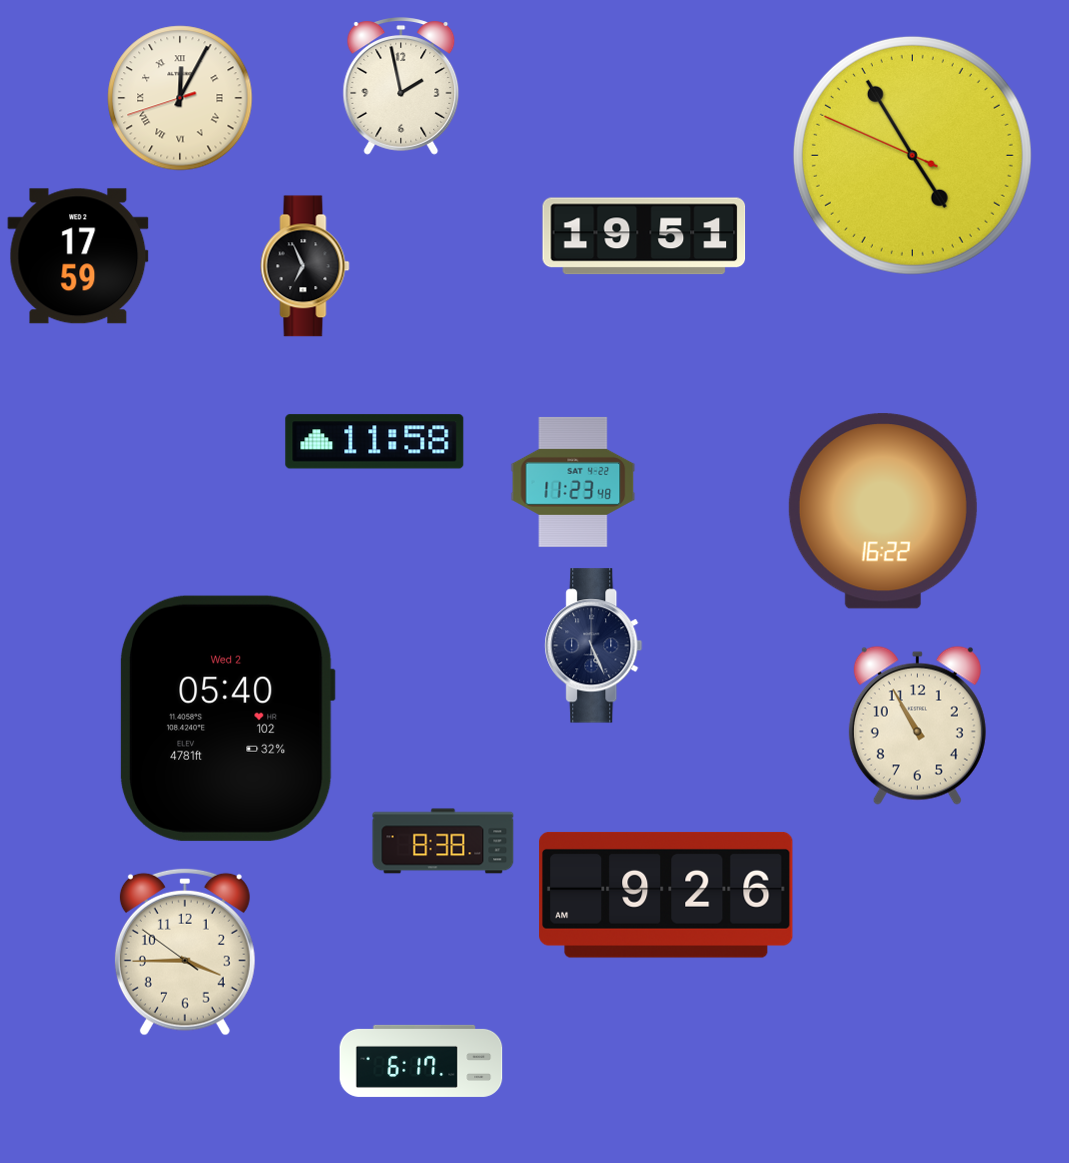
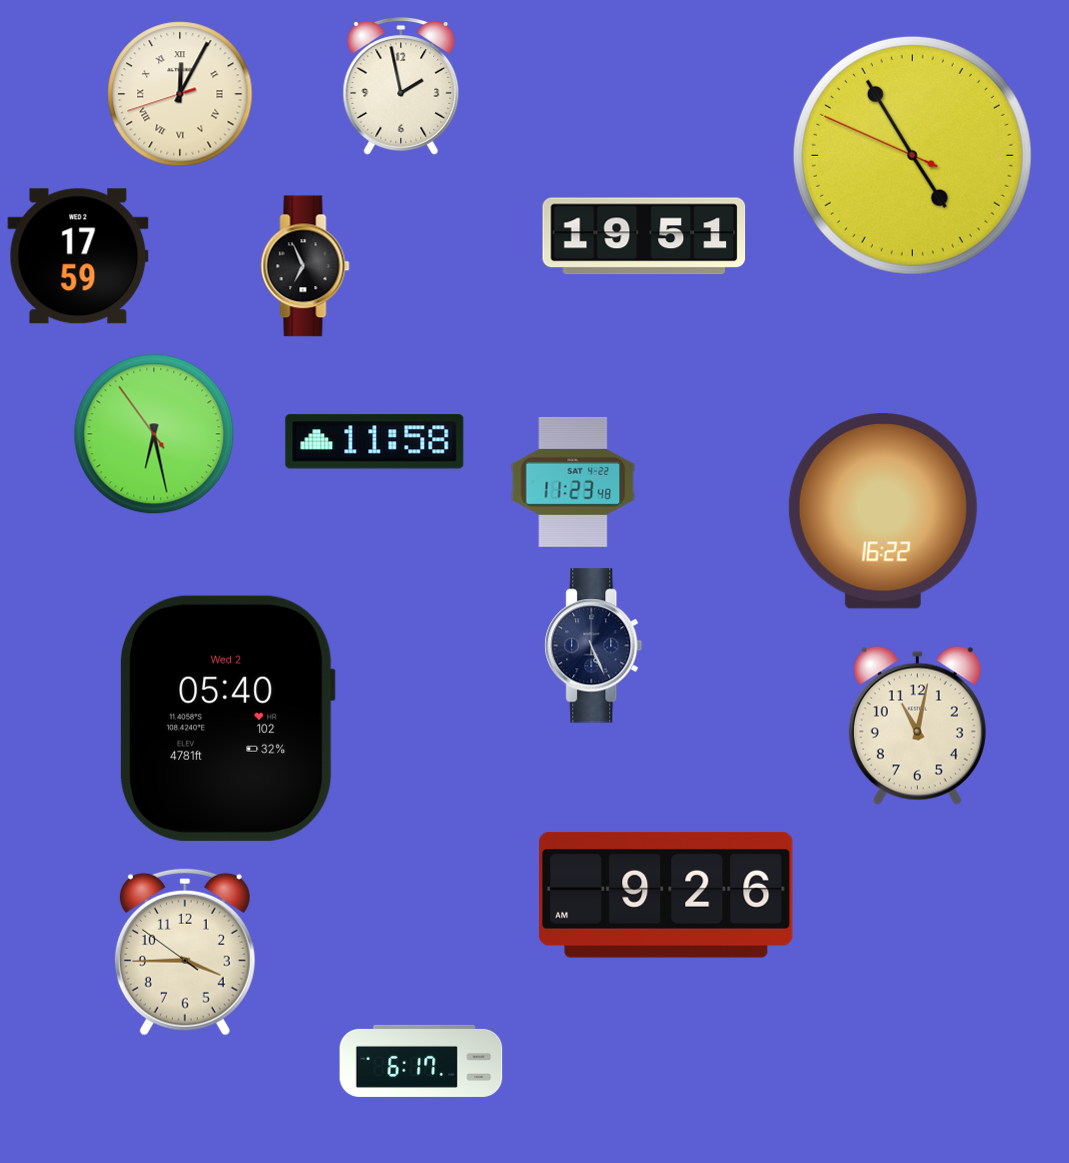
clock at (180, 98) position: (180, 98) -> (180, 94)
clock at (154, 434): none -> 6:27
clock at (917, 725): 10:55 -> 11:02
clock at (443, 841): 8:38 -> none
